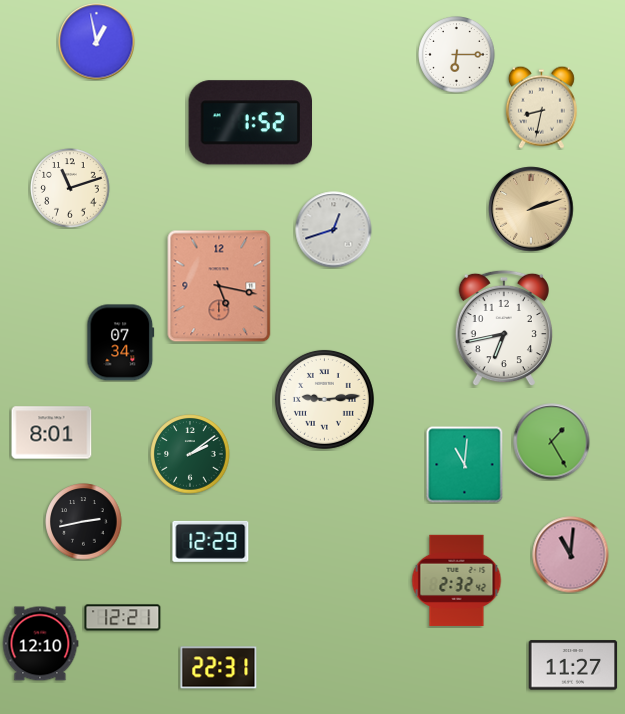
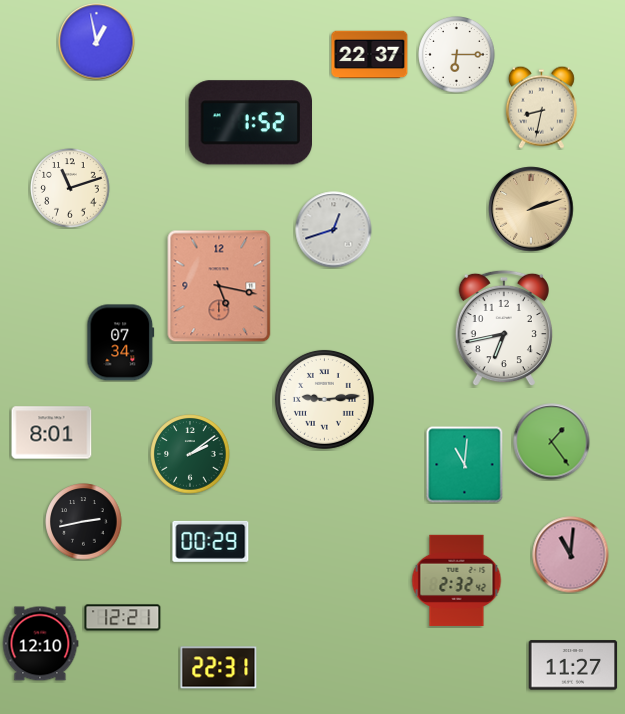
clock at (370, 55): none -> 22:37
clock at (552, 442): 1:25 -> 1:24
clock at (211, 541): 12:29 -> 00:29
